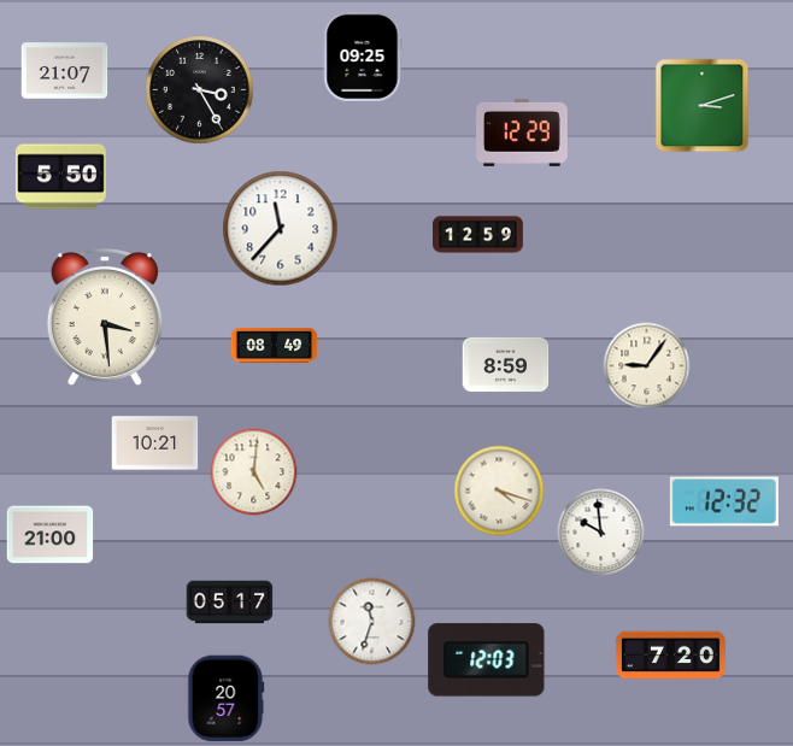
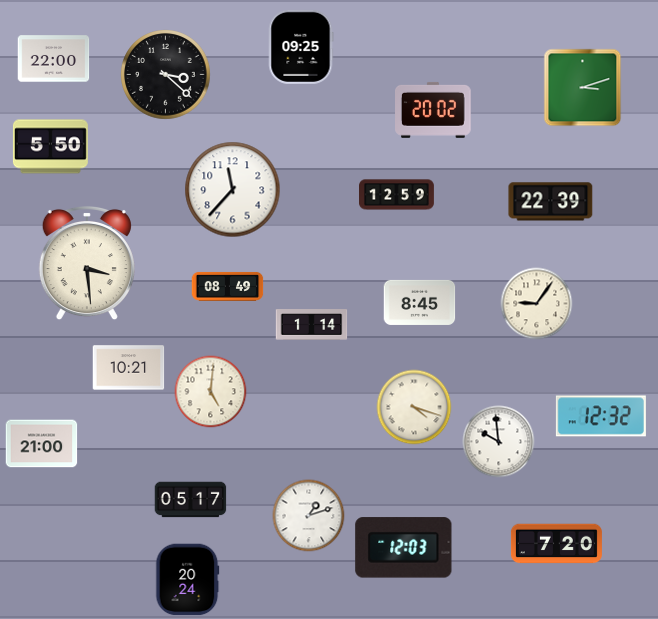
clock at (65, 71): 21:07 -> 22:00
clock at (200, 90): 3:25 -> 3:22
clock at (523, 133): 12:29 -> 20:02
clock at (551, 202): none -> 22:39
clock at (506, 364): 8:59 -> 8:45
clock at (312, 325): none -> 1:14
clock at (372, 622): 11:33 -> 1:12
clock at (227, 699): 20:57 -> 20:24
